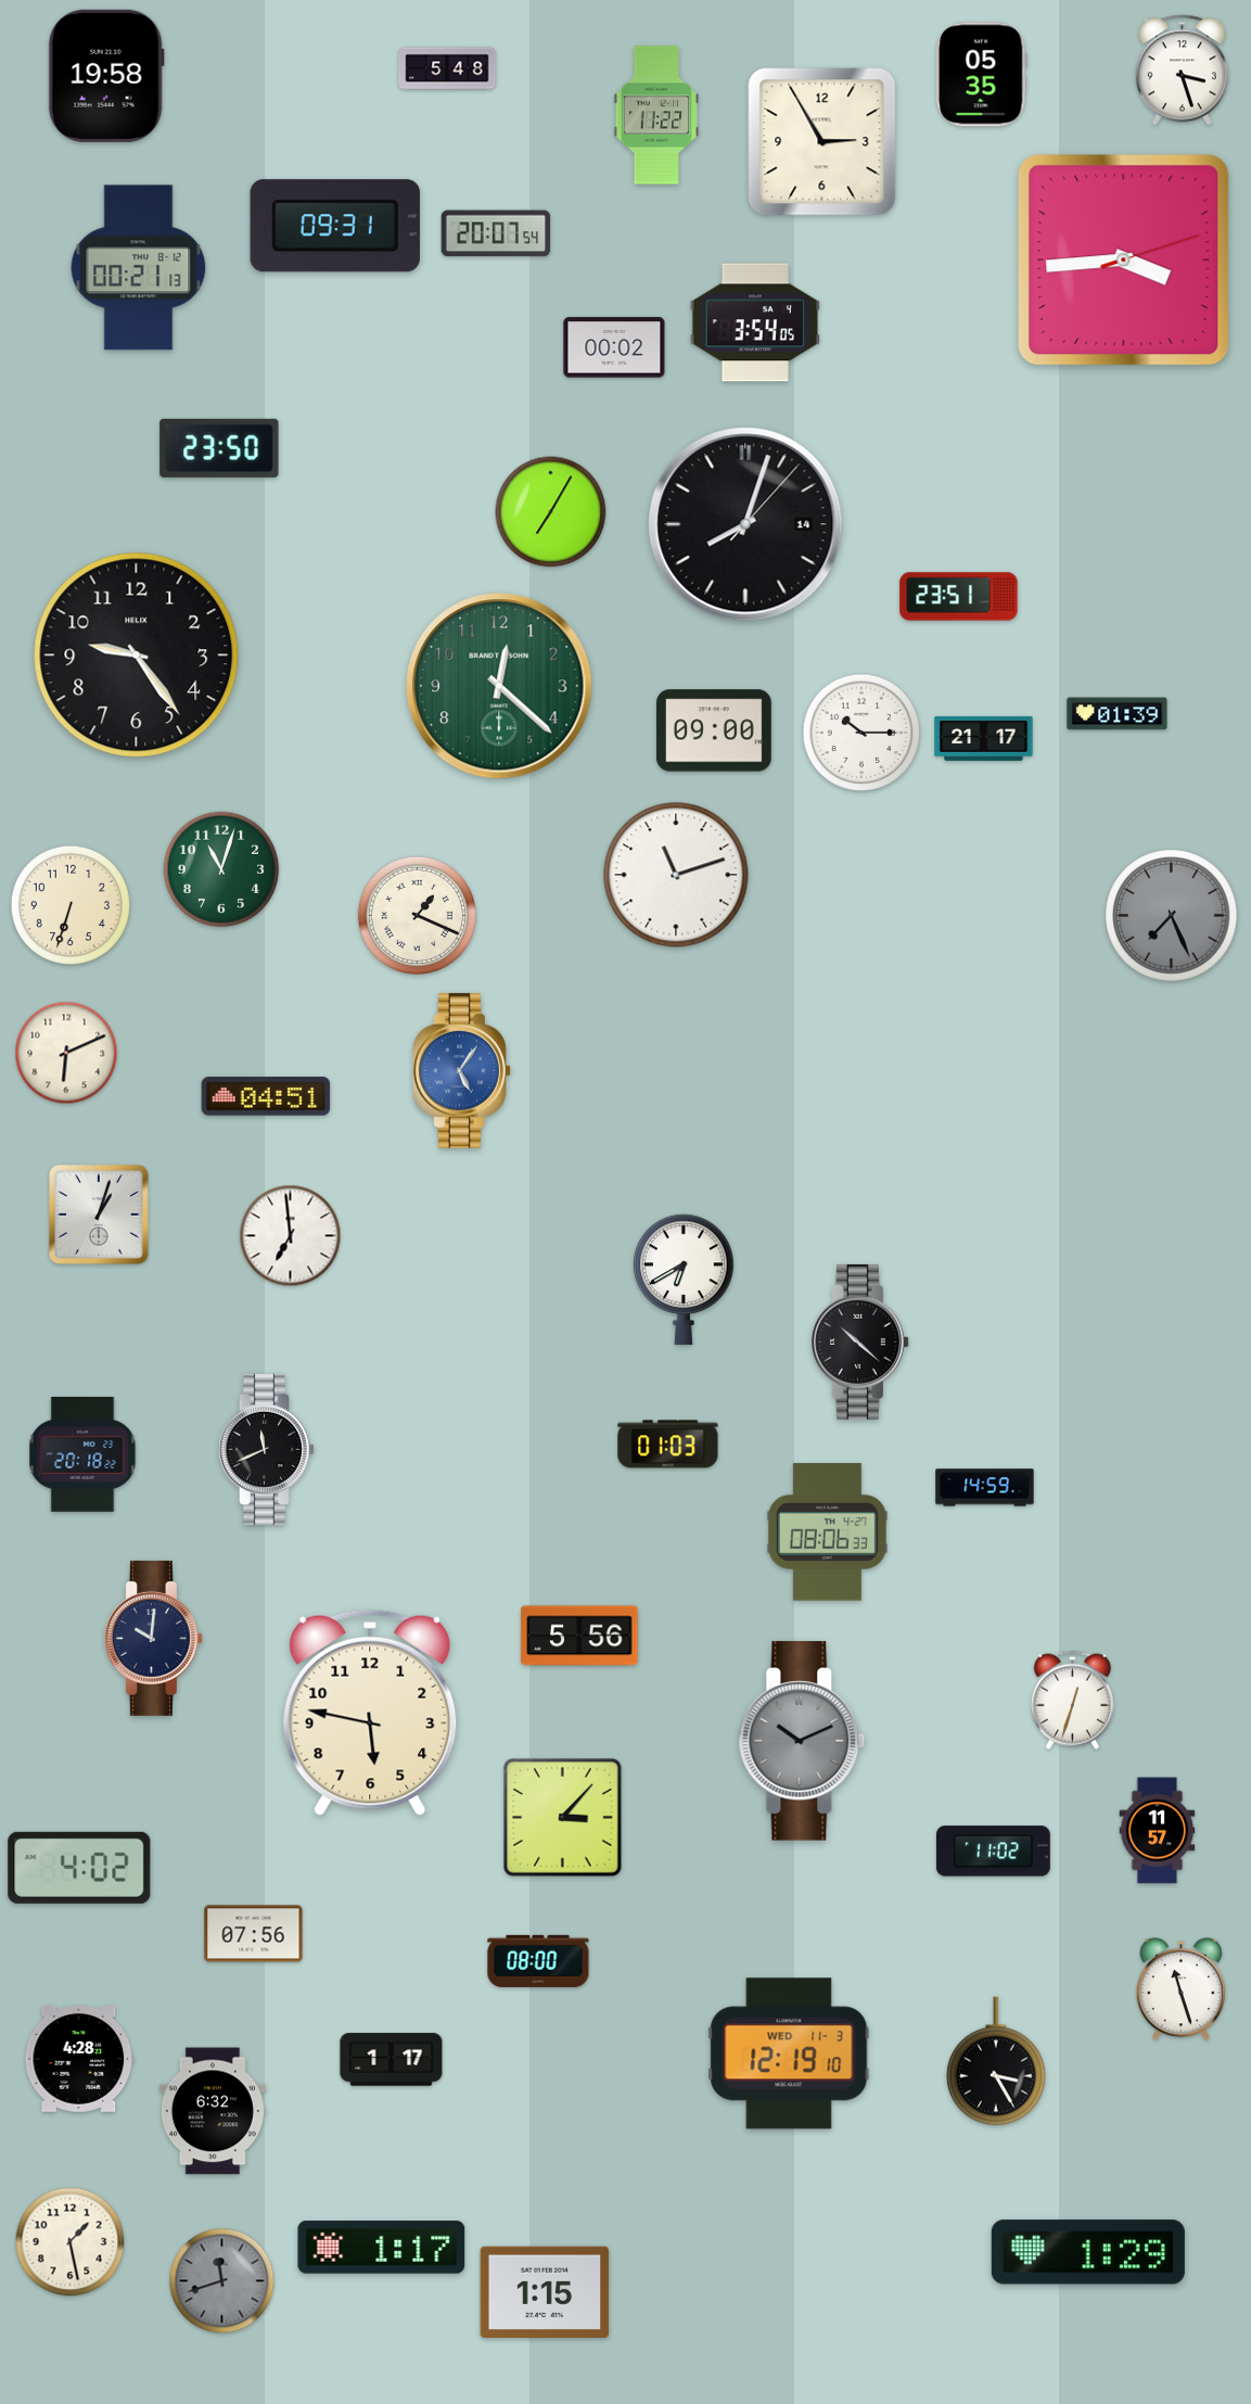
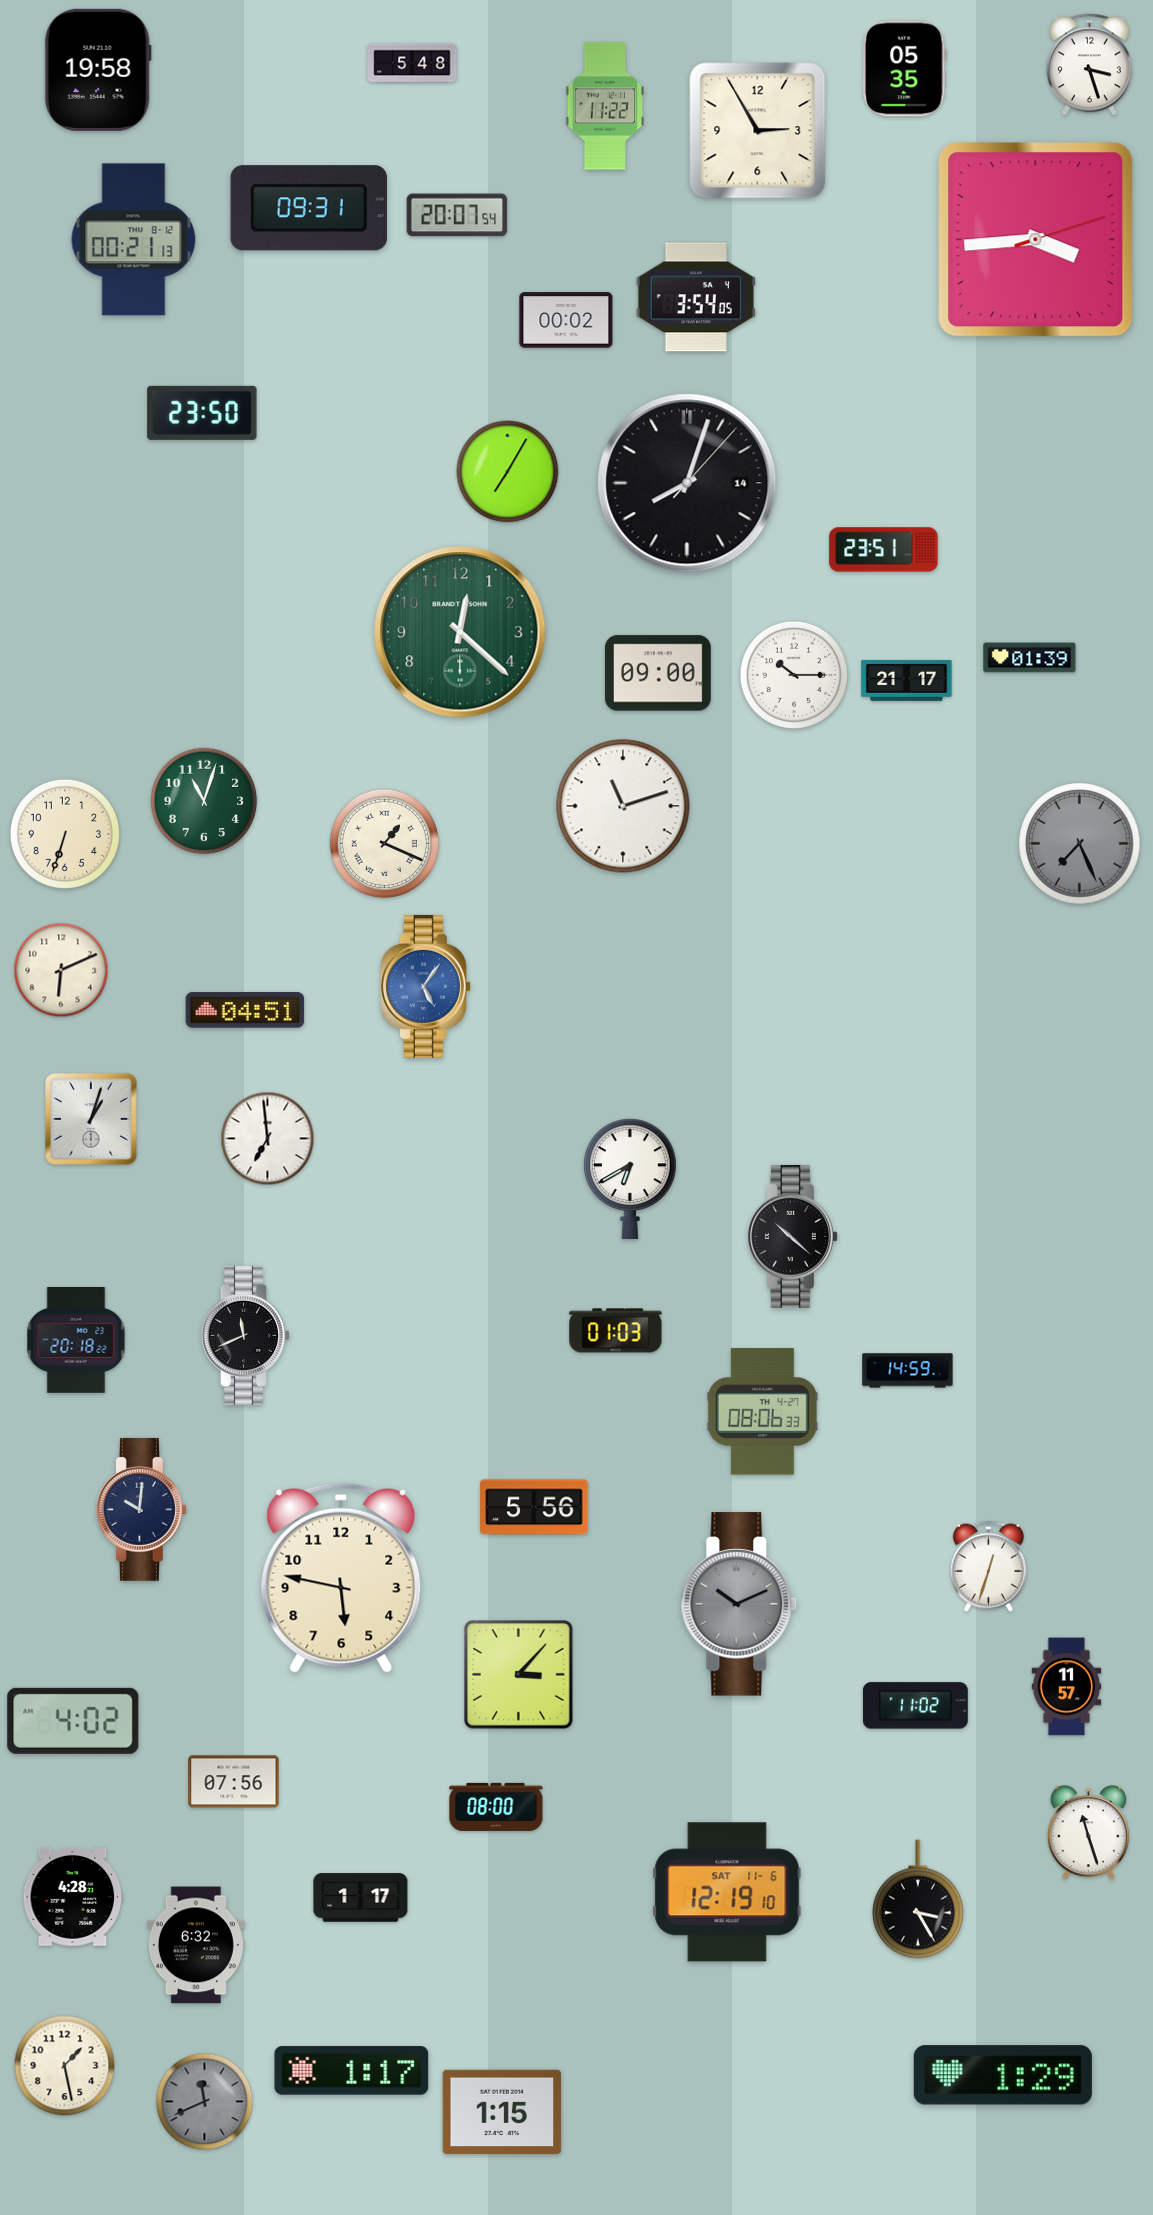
clock at (139, 268) position: (139, 268) -> (134, 240)
clock at (137, 656): 9:24 -> none
clock at (789, 2053) date: WED 11-3 -> SAT 11-6
clock at (222, 2281): 11:42 -> 11:41
